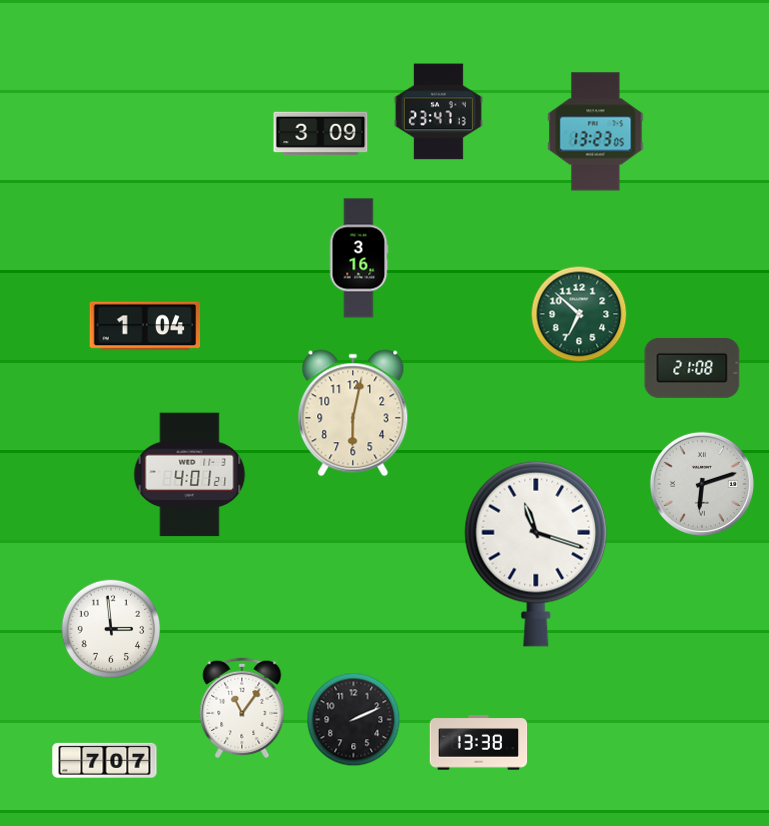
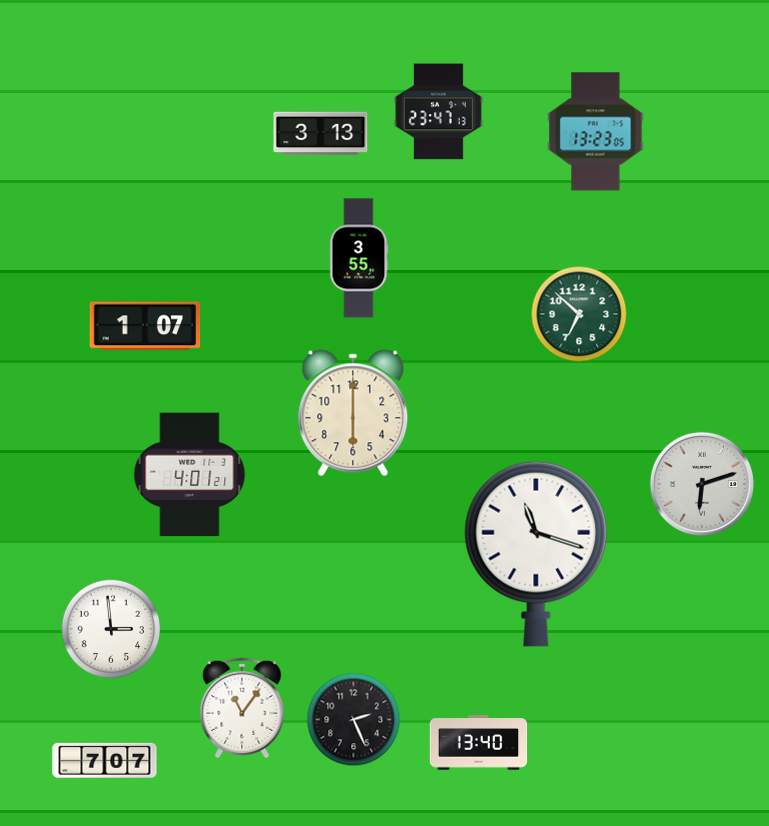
clock at (321, 134): 3:09 -> 3:13
clock at (359, 258): 3:16 -> 3:55
clock at (145, 326): 1:04 -> 1:07
clock at (692, 368): 21:08 -> none
clock at (353, 413): 6:02 -> 6:00
clock at (354, 720): 2:11 -> 2:26
clock at (479, 743): 13:38 -> 13:40
